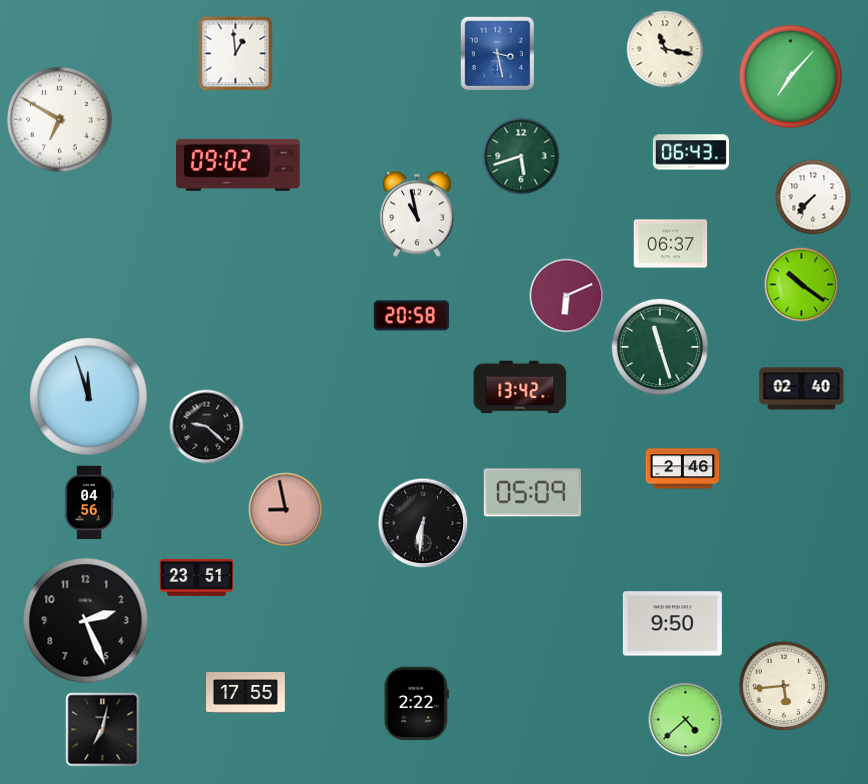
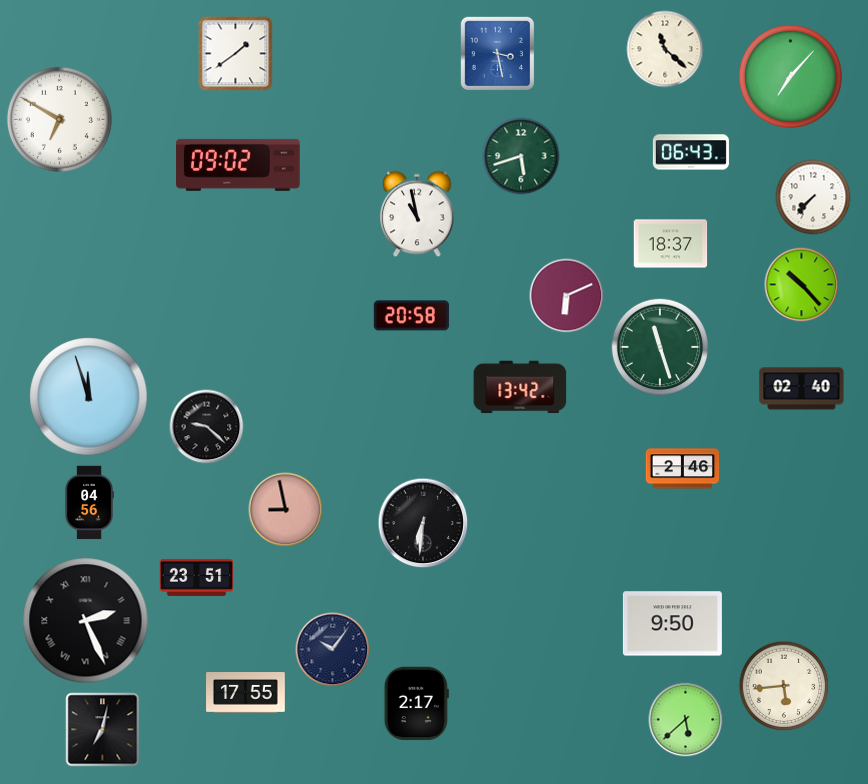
clock at (665, 49): 11:17 -> 11:22
clock at (236, 54): 12:59 -> 1:39
clock at (671, 244): 06:37 -> 18:37
clock at (802, 285): 10:21 -> 10:23
clock at (532, 493): 05:09 -> none
clock at (86, 621) numerals: Arabic -> Roman
clock at (333, 650): none -> 10:06
clock at (416, 704): 2:22 -> 2:17
clock at (686, 720): 4:38 -> 5:38
